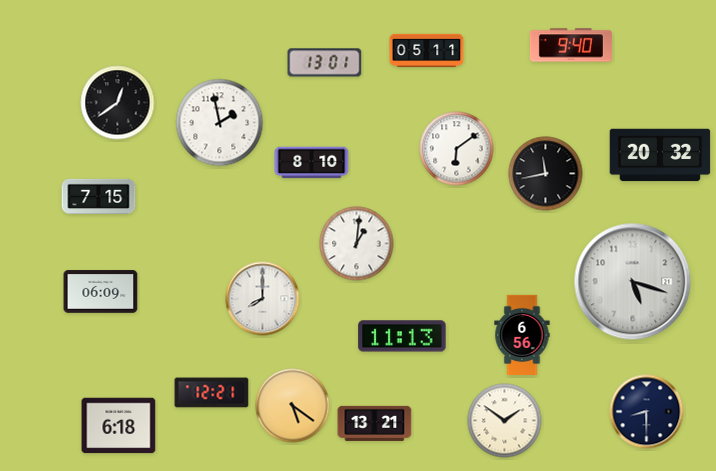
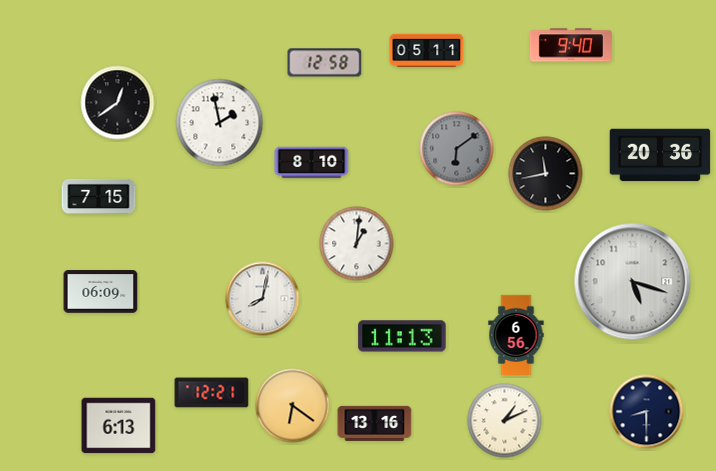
clock at (325, 63): 13:01 -> 12:58
clock at (457, 149) dial: white -> grey
clock at (660, 155): 20:32 -> 20:36
clock at (263, 299): 8:00 -> 8:02
clock at (522, 334) position: (522, 334) -> (516, 334)
clock at (293, 406): 5:21 -> 6:21
clock at (505, 421): 1:51 -> 1:11
clock at (375, 423): 13:21 -> 13:16
clock at (119, 426): 6:18 -> 6:13
